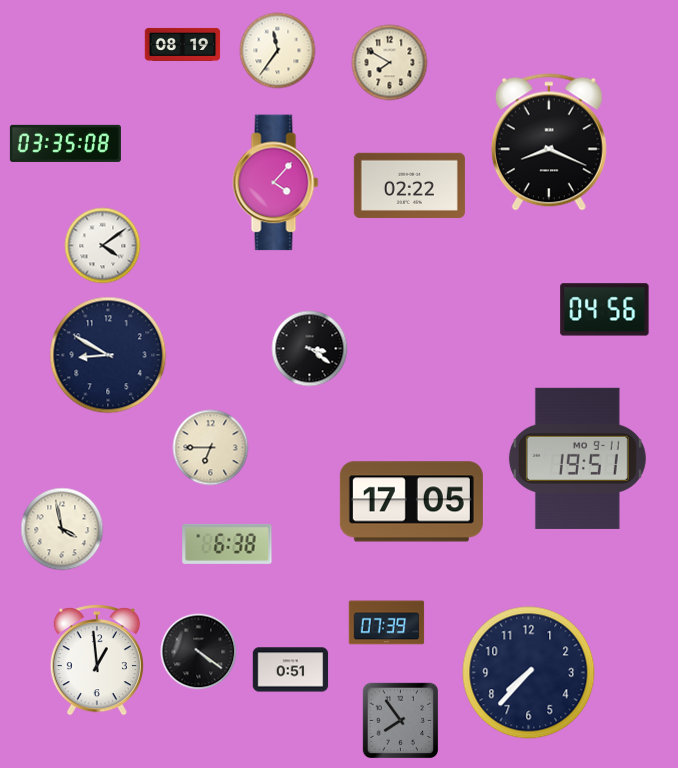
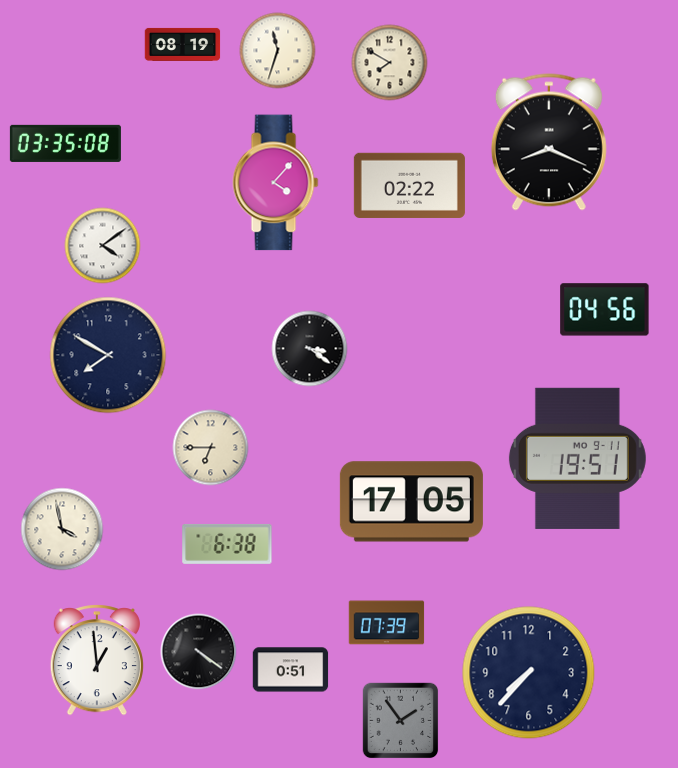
clock at (278, 51): 11:36 -> 11:33
clock at (108, 355): 8:50 -> 7:50
clock at (400, 720): 7:54 -> 1:54
